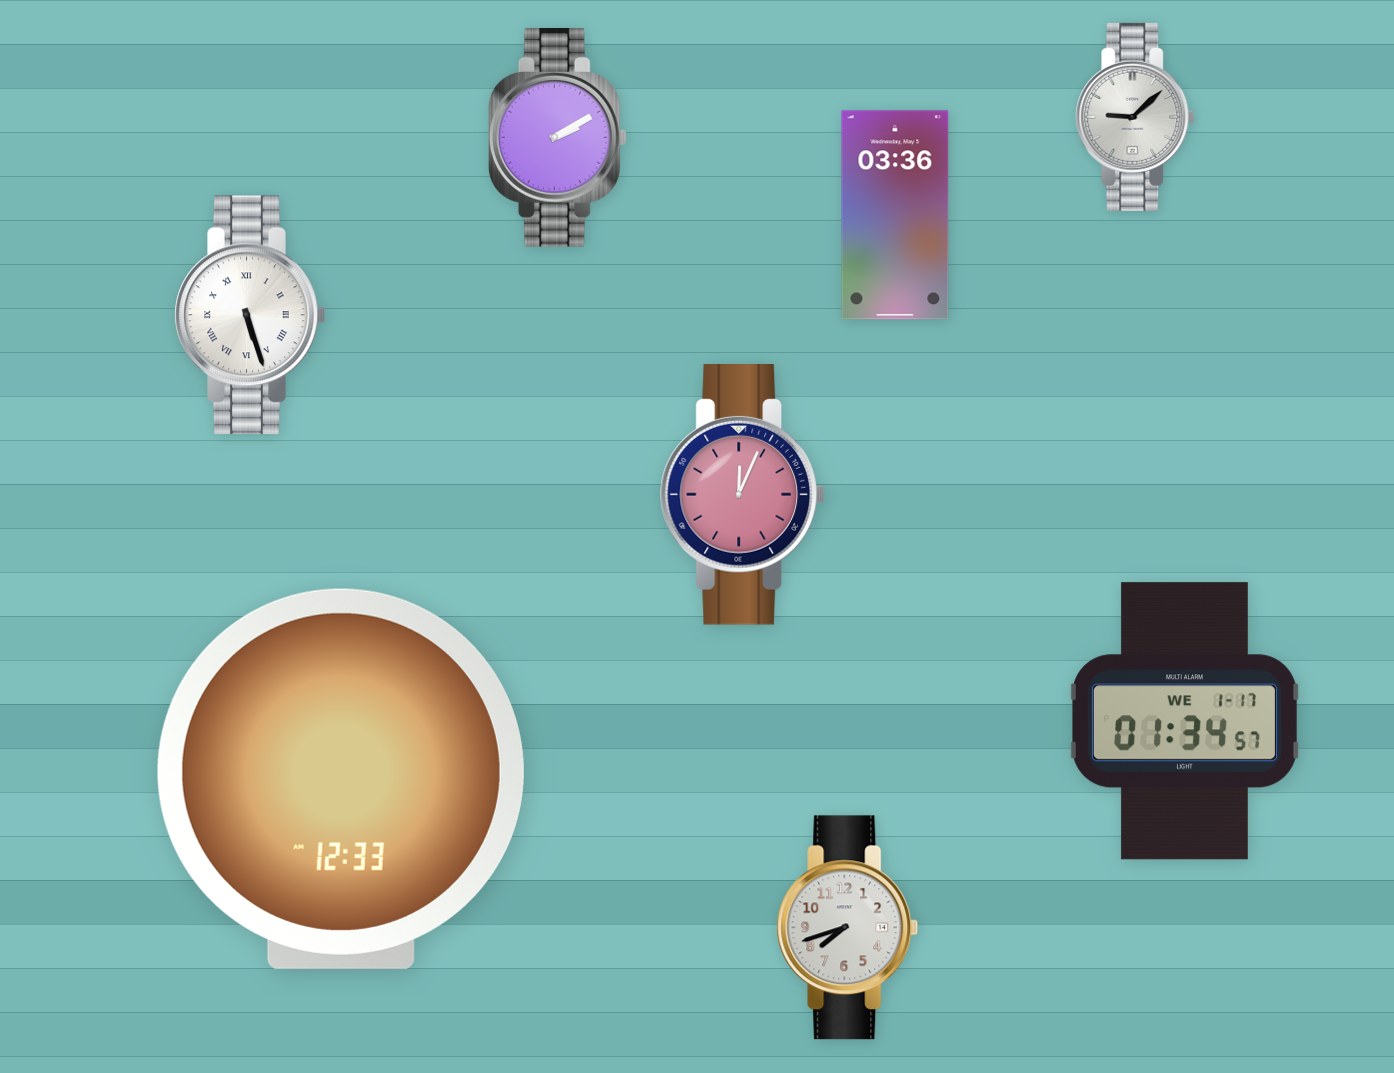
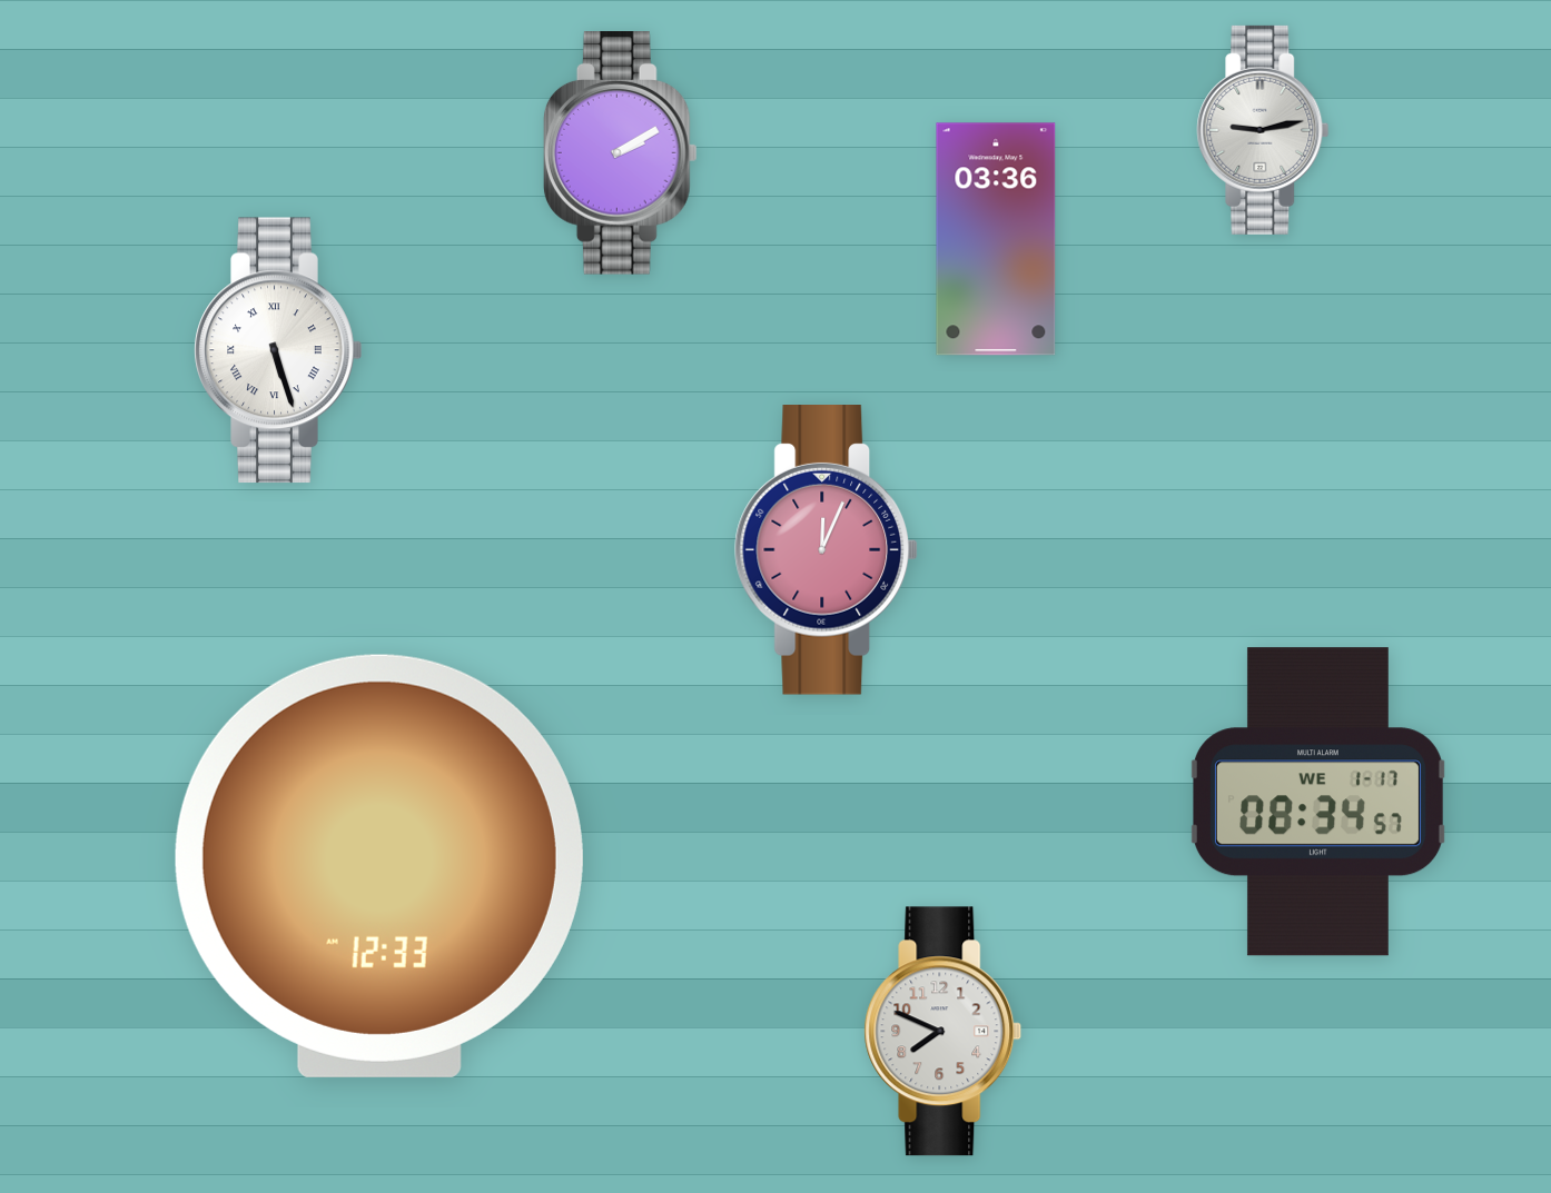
clock at (1135, 117): 9:08 -> 9:13
clock at (1185, 721): 01:34 -> 08:34
clock at (848, 928): 7:42 -> 7:49
